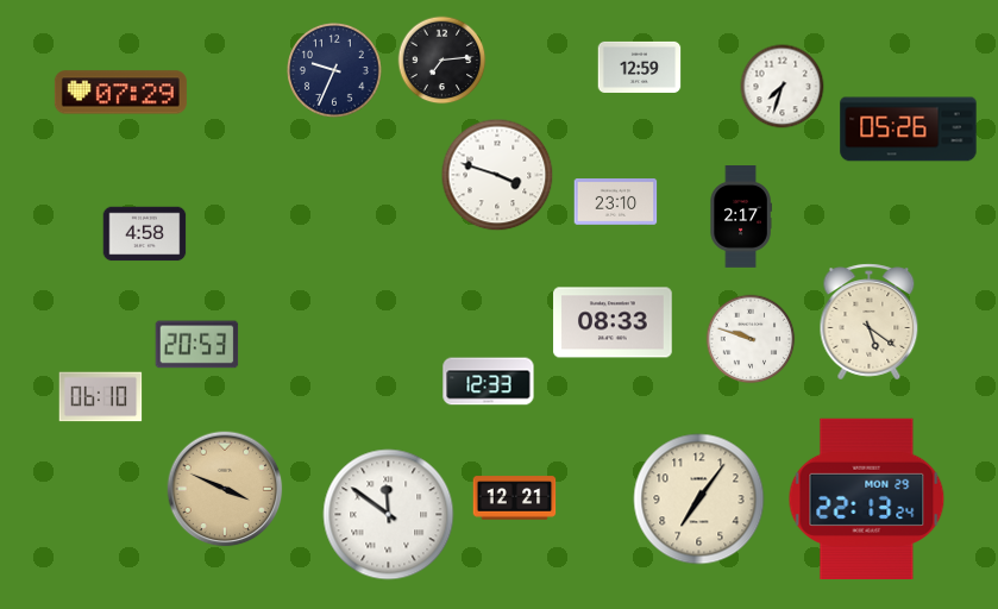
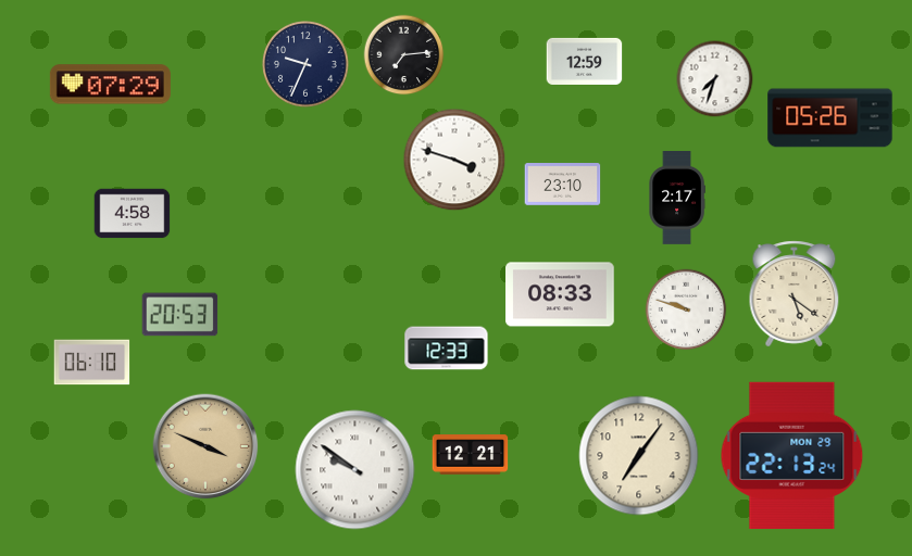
clock at (389, 515): 11:51 -> 9:51
